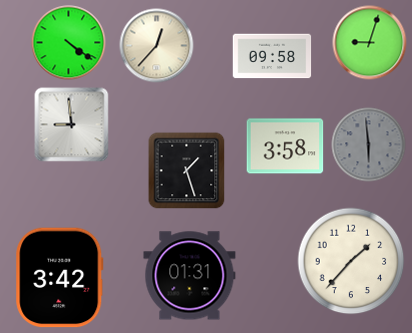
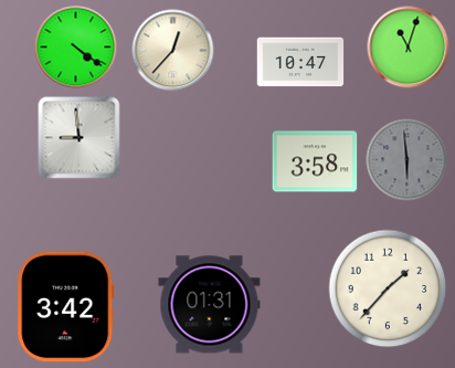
clock at (370, 43): 9:03 -> 11:03
clock at (272, 56): 09:58 -> 10:47
clock at (187, 171): 1:27 -> none
